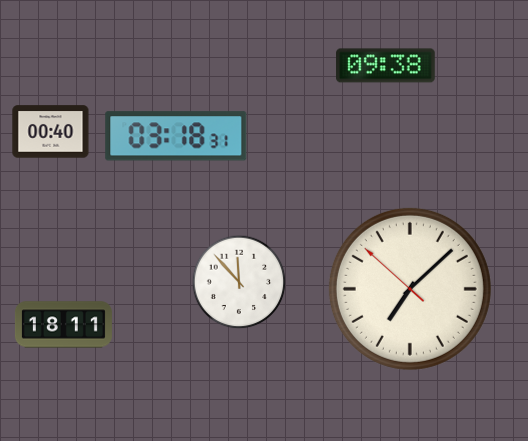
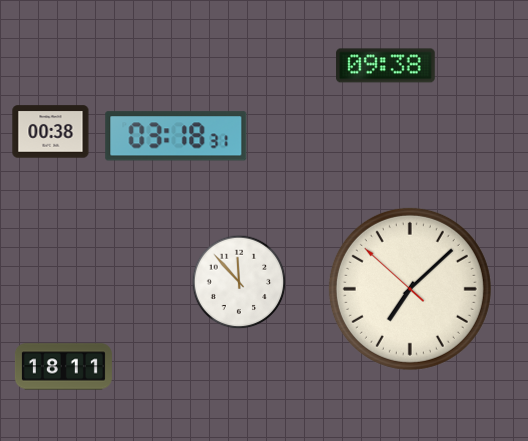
clock at (51, 132): 00:40 -> 00:38
clock at (63, 325) position: (63, 325) -> (63, 367)
